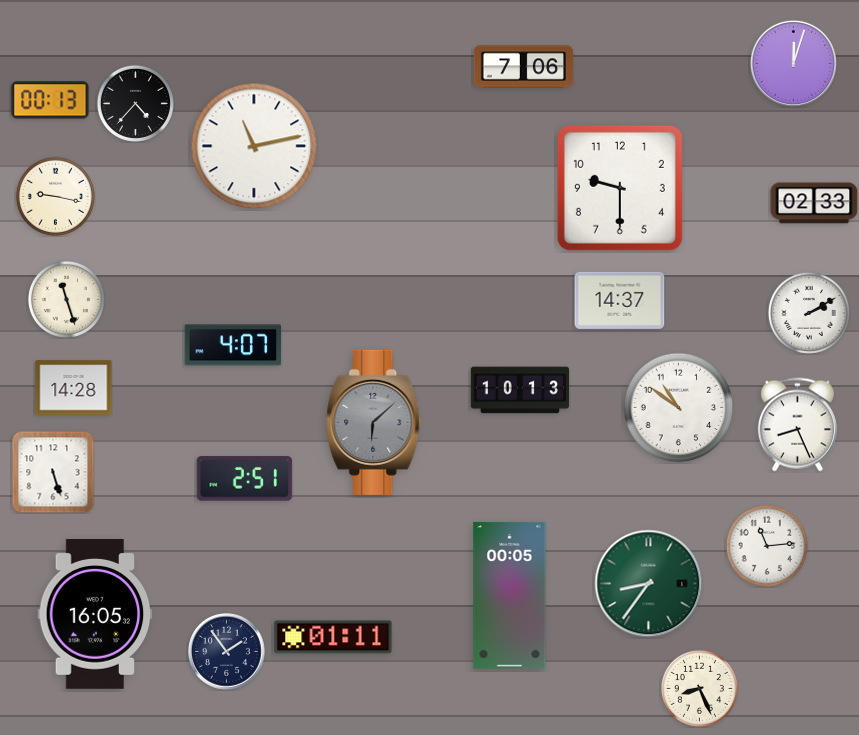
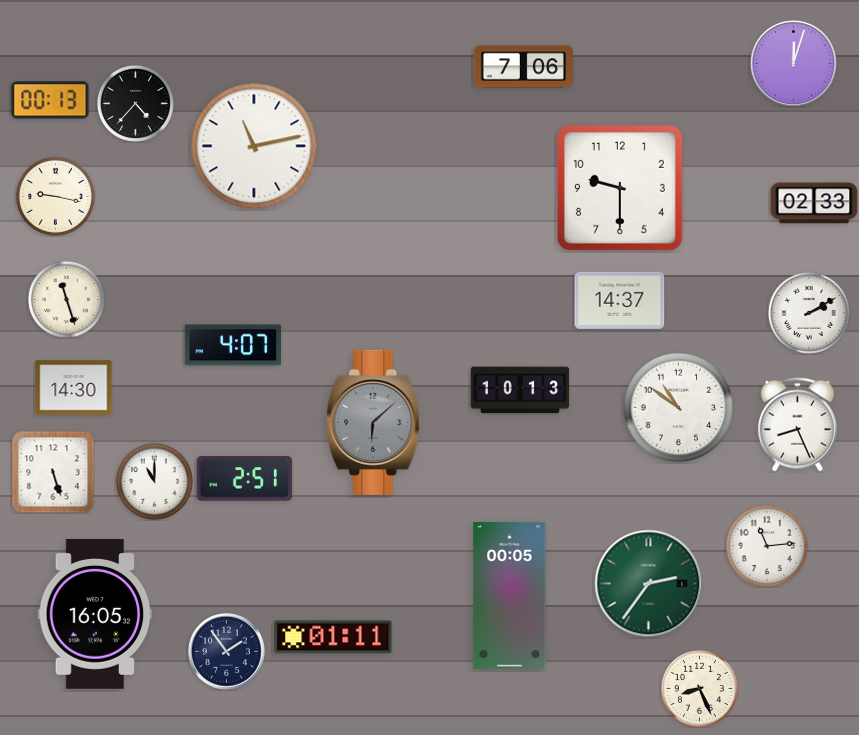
clock at (74, 388): 14:28 -> 14:30
clock at (154, 481): none -> 11:00
clock at (649, 584): 8:36 -> 2:36
